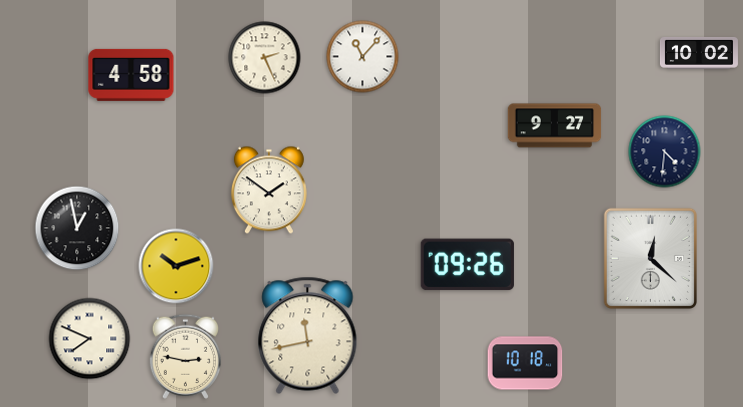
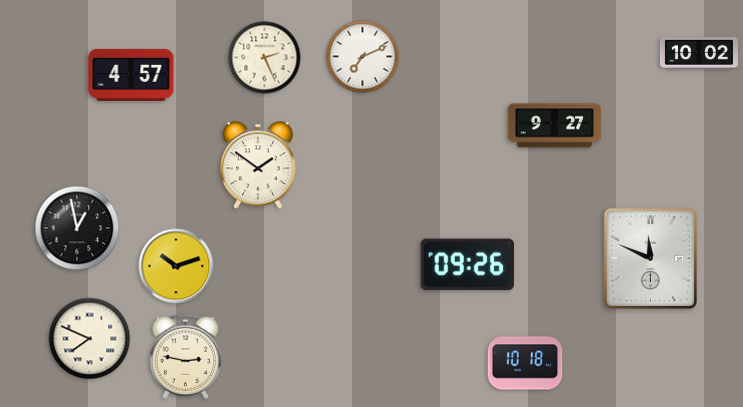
clock at (363, 57): 11:07 -> 7:11
clock at (131, 75): 4:58 -> 4:57
clock at (665, 152): 4:31 -> none
clock at (269, 190) position: (269, 190) -> (258, 165)
clock at (650, 258): 12:22 -> 11:49
clock at (308, 335): 11:43 -> none
